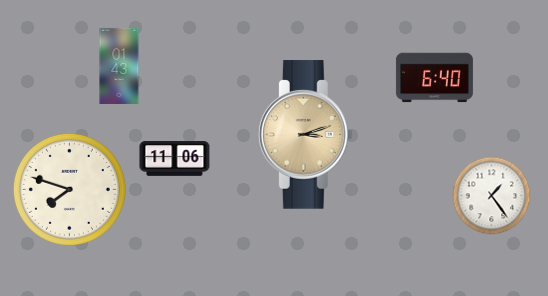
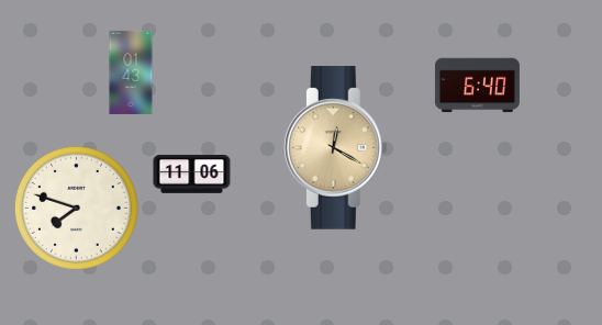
clock at (305, 135): 3:12 -> 12:20
clock at (492, 196): 1:24 -> none
